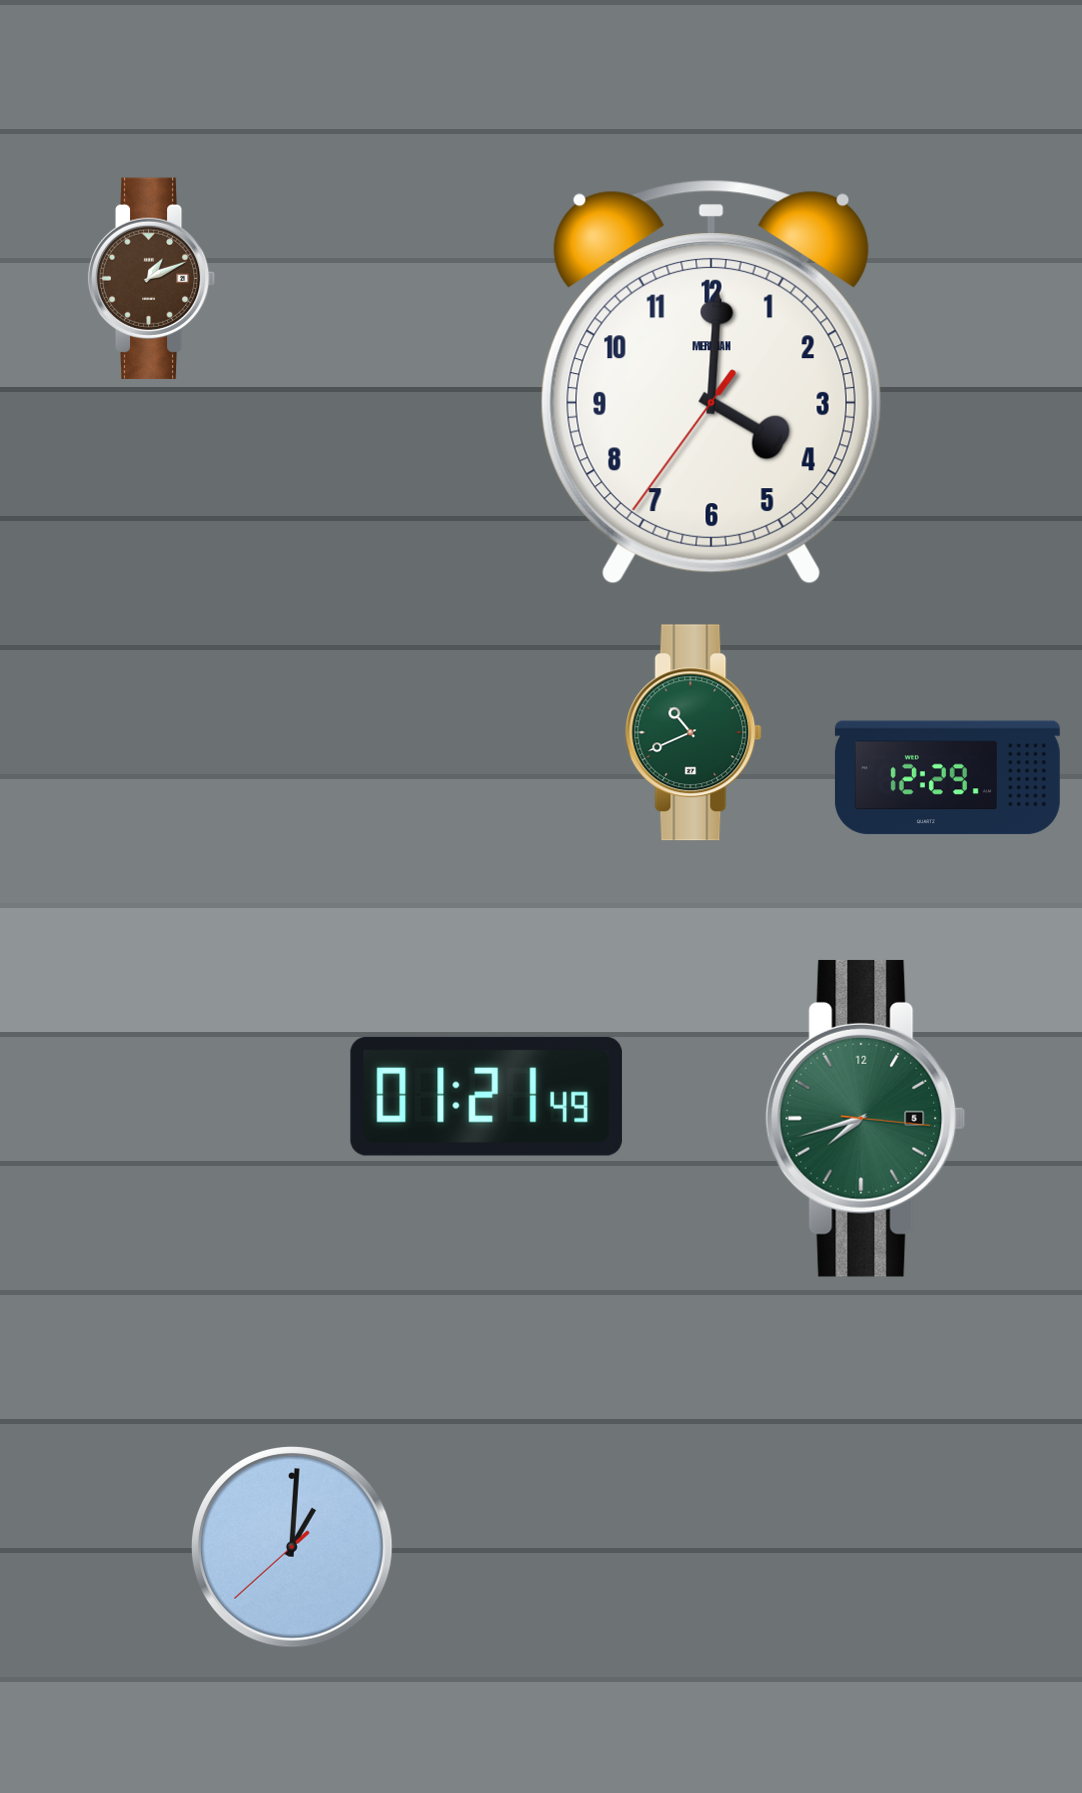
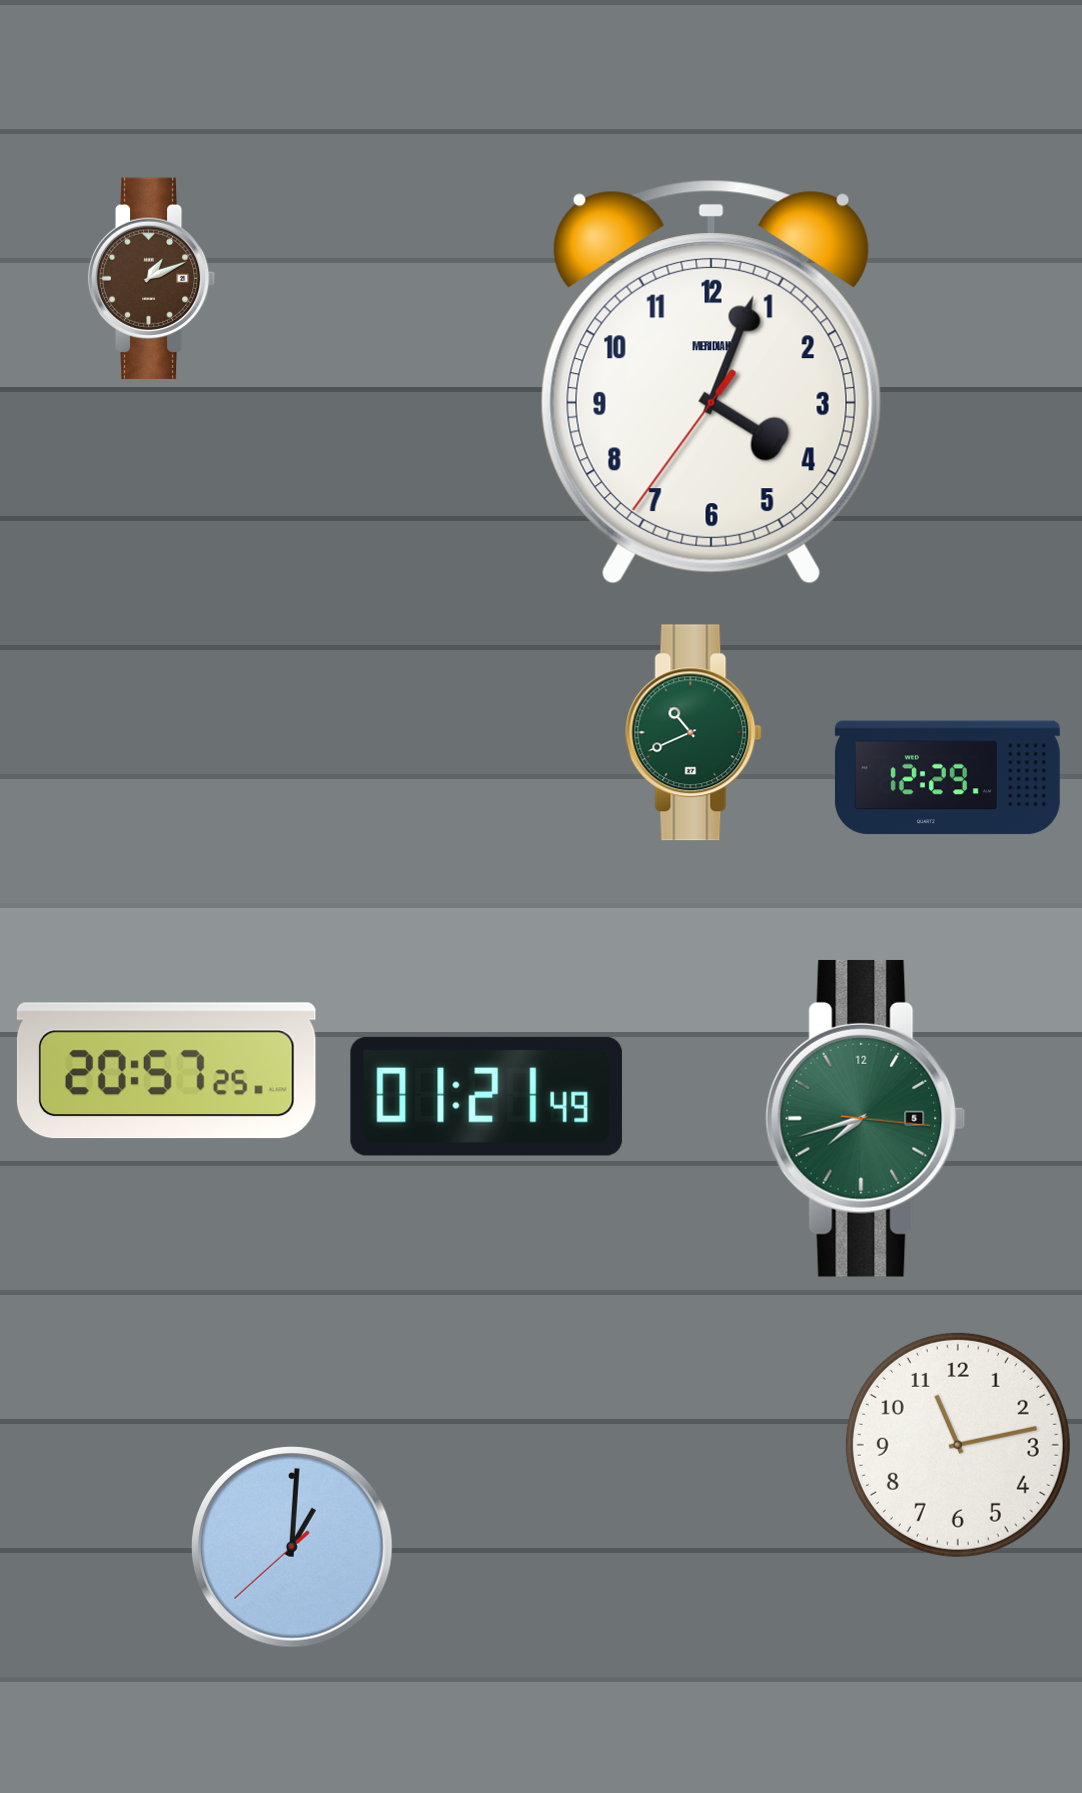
clock at (711, 383): 4:00 -> 4:03
clock at (166, 1071): none -> 20:57
clock at (958, 1445): none -> 11:13
